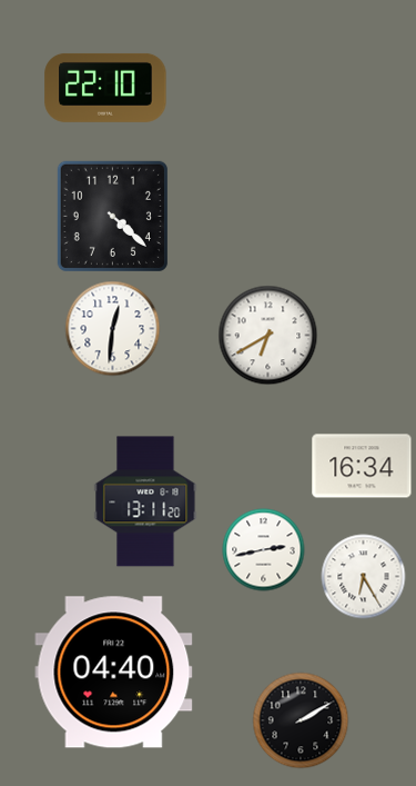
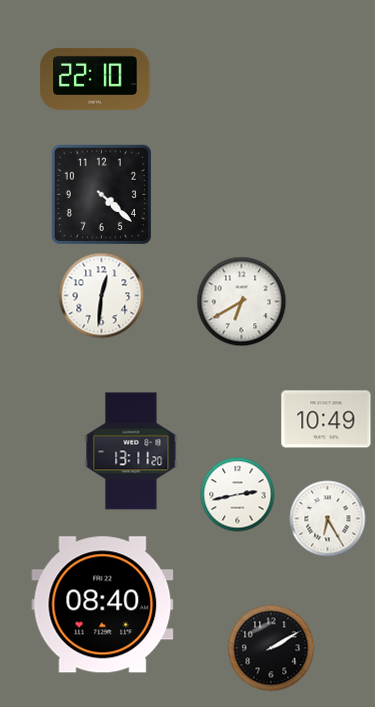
clock at (362, 466): 16:34 -> 10:49
clock at (114, 673): 04:40 -> 08:40
